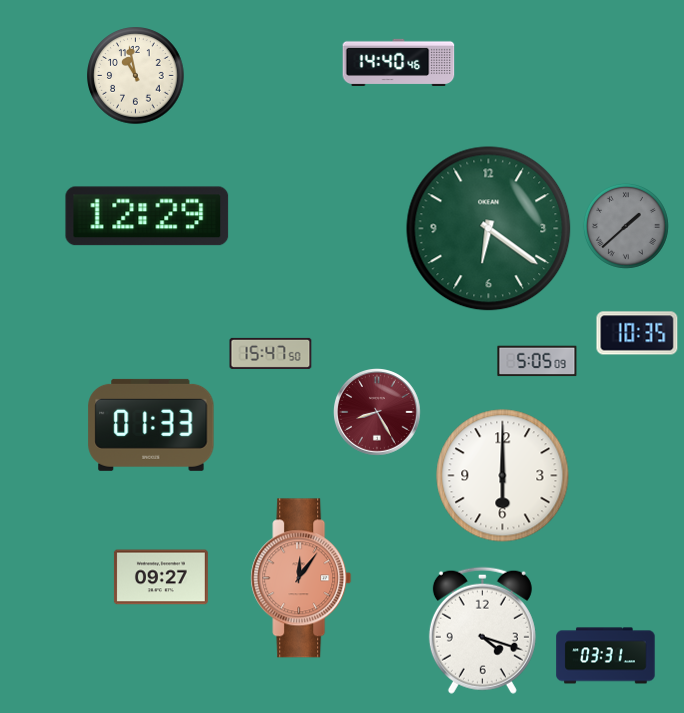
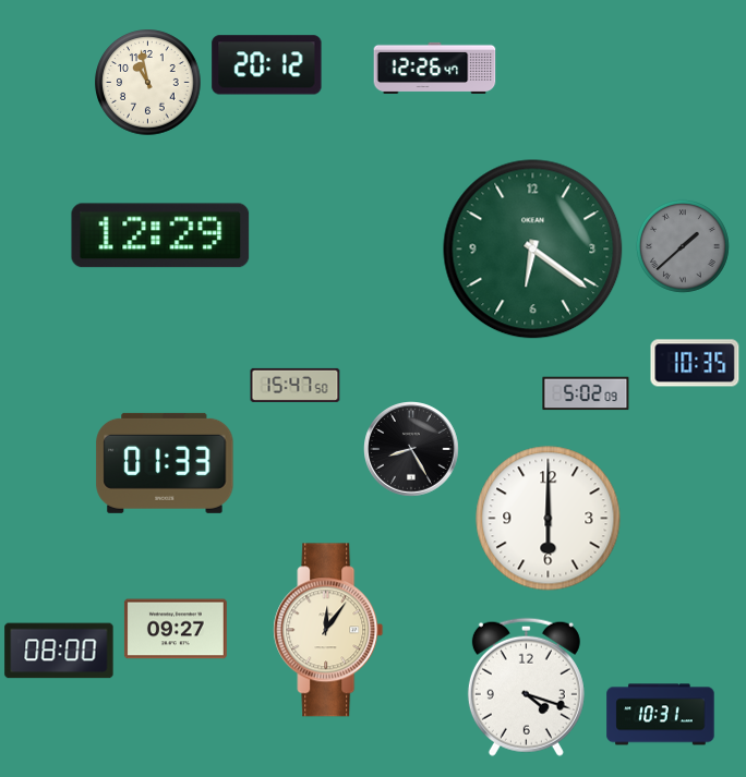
clock at (267, 65): none -> 20:12
clock at (399, 62): 14:40 -> 12:26
clock at (537, 361): 5:05 -> 5:02
clock at (378, 413) dial: burgundy -> black
clock at (301, 578) dial: salmon -> cream
clock at (59, 651): none -> 08:00
clock at (606, 656): 03:31 -> 10:31
